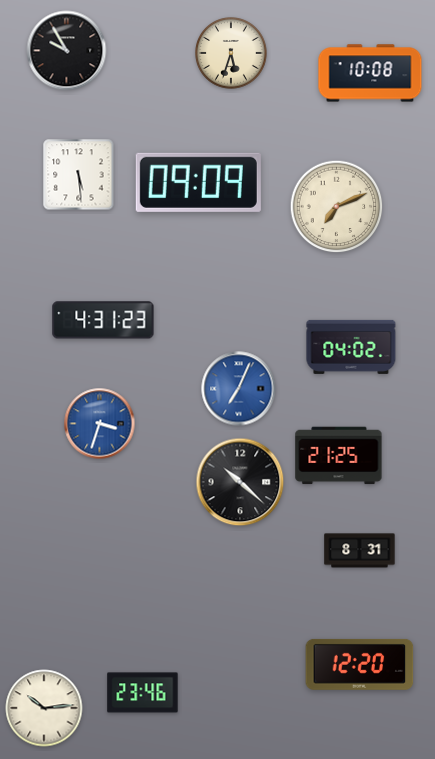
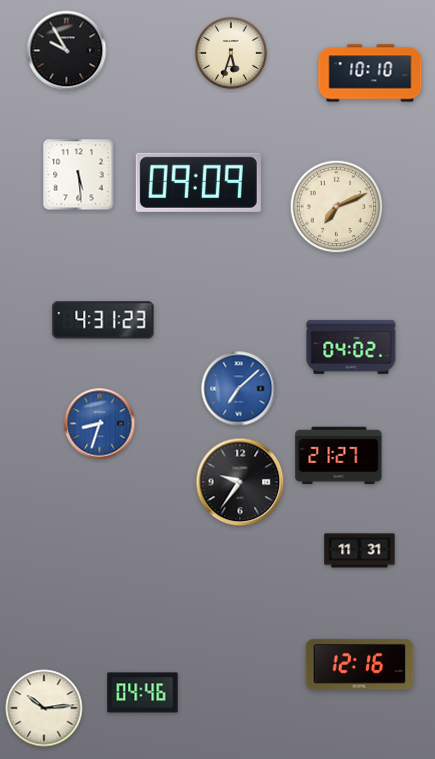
clock at (370, 73): 10:08 -> 10:10
clock at (239, 389): 7:04 -> 7:08
clock at (100, 424): 3:33 -> 8:33
clock at (339, 456): 21:25 -> 21:27
clock at (240, 482): 10:22 -> 9:36
clock at (360, 551): 8:31 -> 11:31
clock at (360, 664): 12:20 -> 12:16
clock at (143, 693): 23:46 -> 04:46
